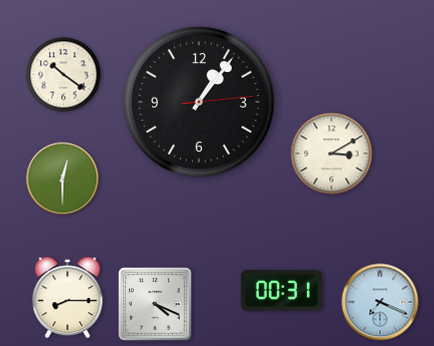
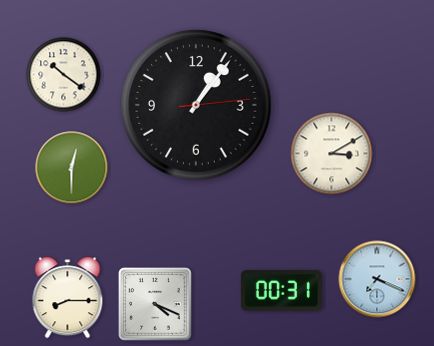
clock at (199, 102) position: (199, 102) -> (196, 105)
clock at (63, 179) position: (63, 179) -> (72, 168)
clock at (380, 302) position: (380, 302) -> (377, 279)
